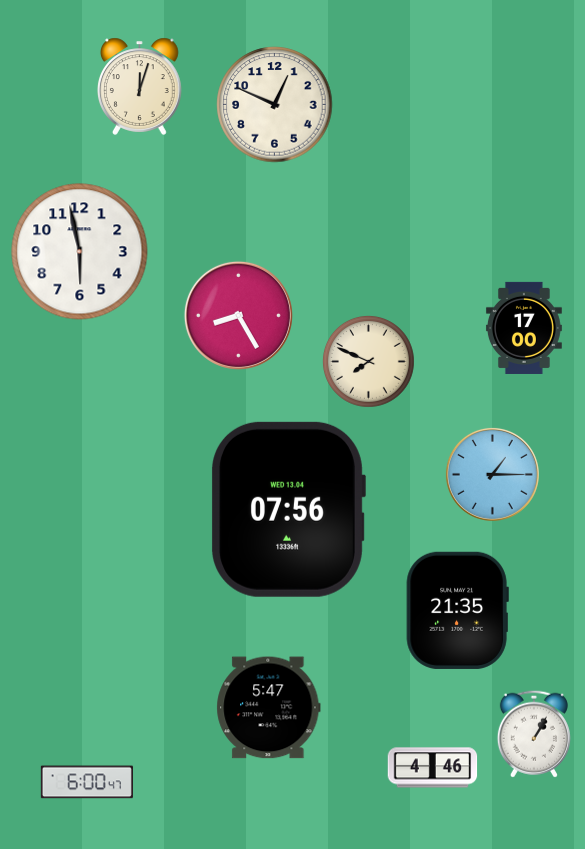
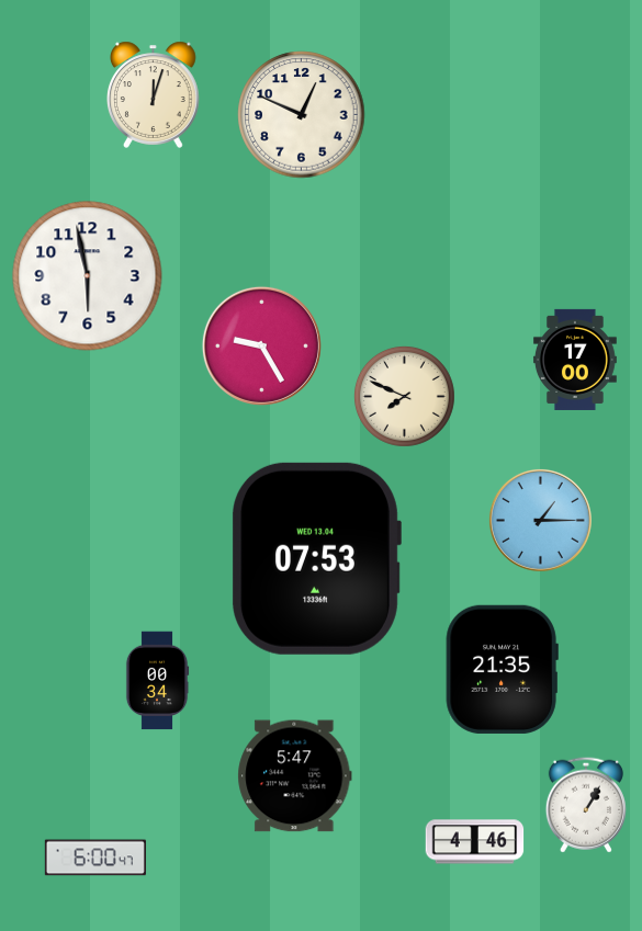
clock at (238, 315): 8:25 -> 9:25
clock at (289, 509): 07:56 -> 07:53
clock at (157, 681): none -> 00:34
